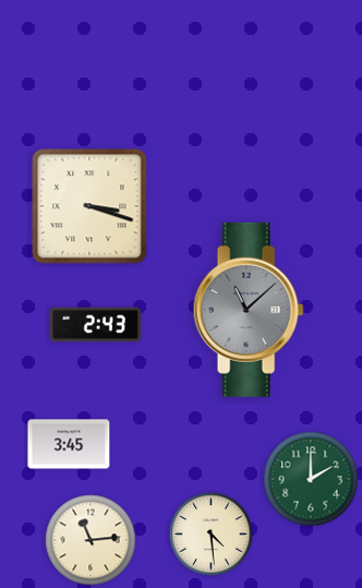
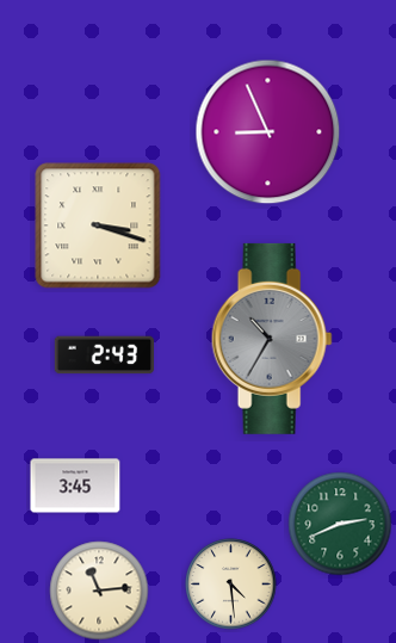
clock at (268, 132): none -> 8:56
clock at (249, 310): 11:08 -> 10:35
clock at (311, 479): 2:00 -> 2:41
